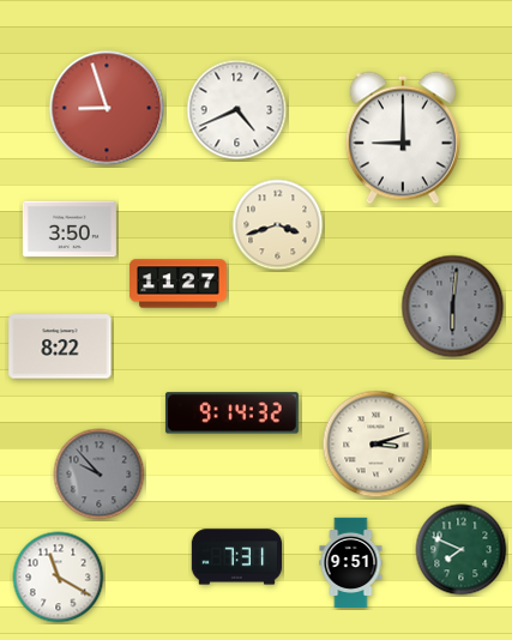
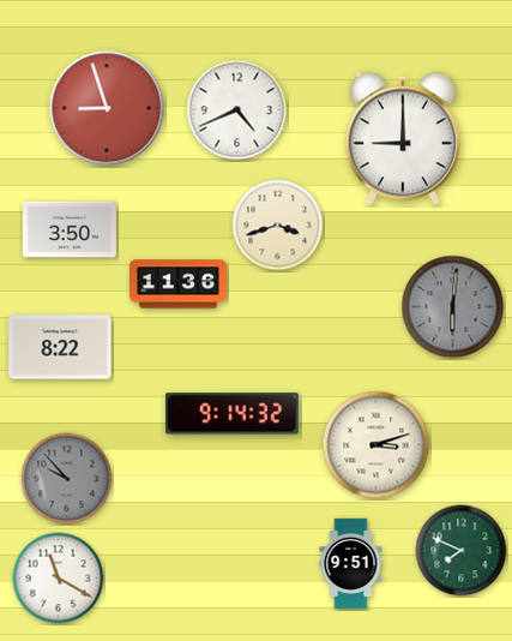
clock at (179, 284): 11:27 -> 11:36
clock at (100, 475) position: (100, 475) -> (67, 479)
clock at (236, 557): 7:31 -> none
